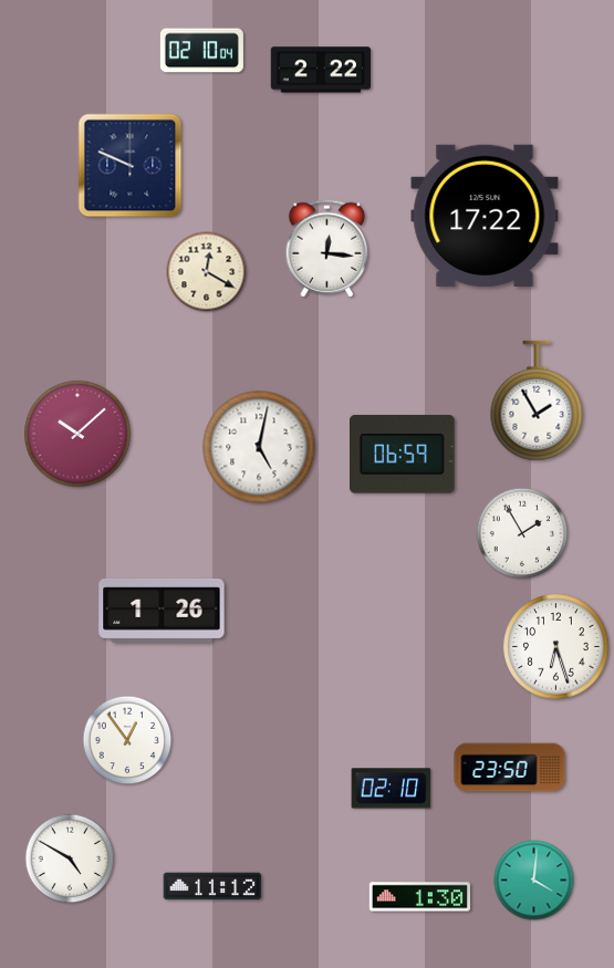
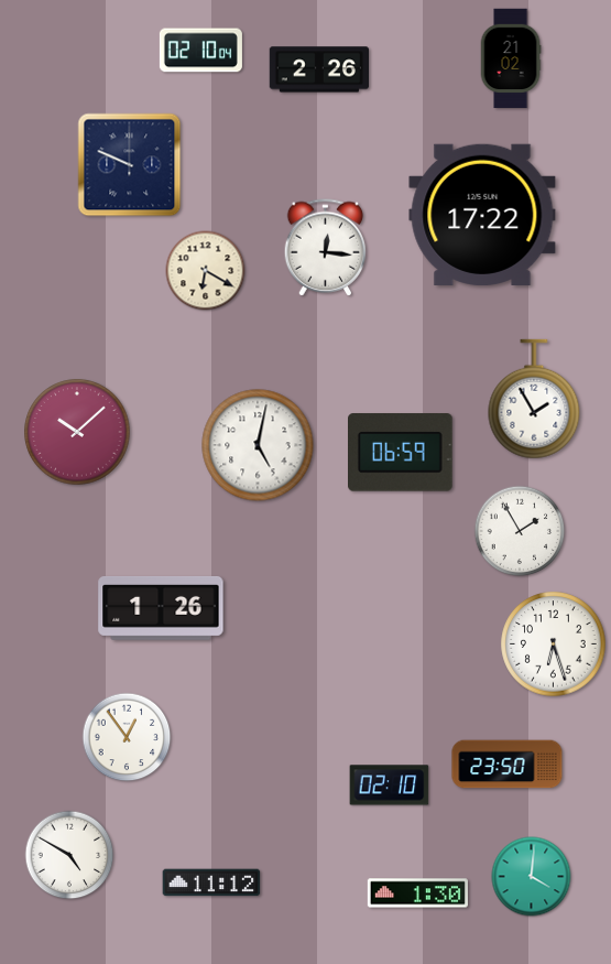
clock at (511, 58): none -> 21:02
clock at (320, 70): 2:22 -> 2:26
clock at (207, 272): 12:20 -> 6:20
